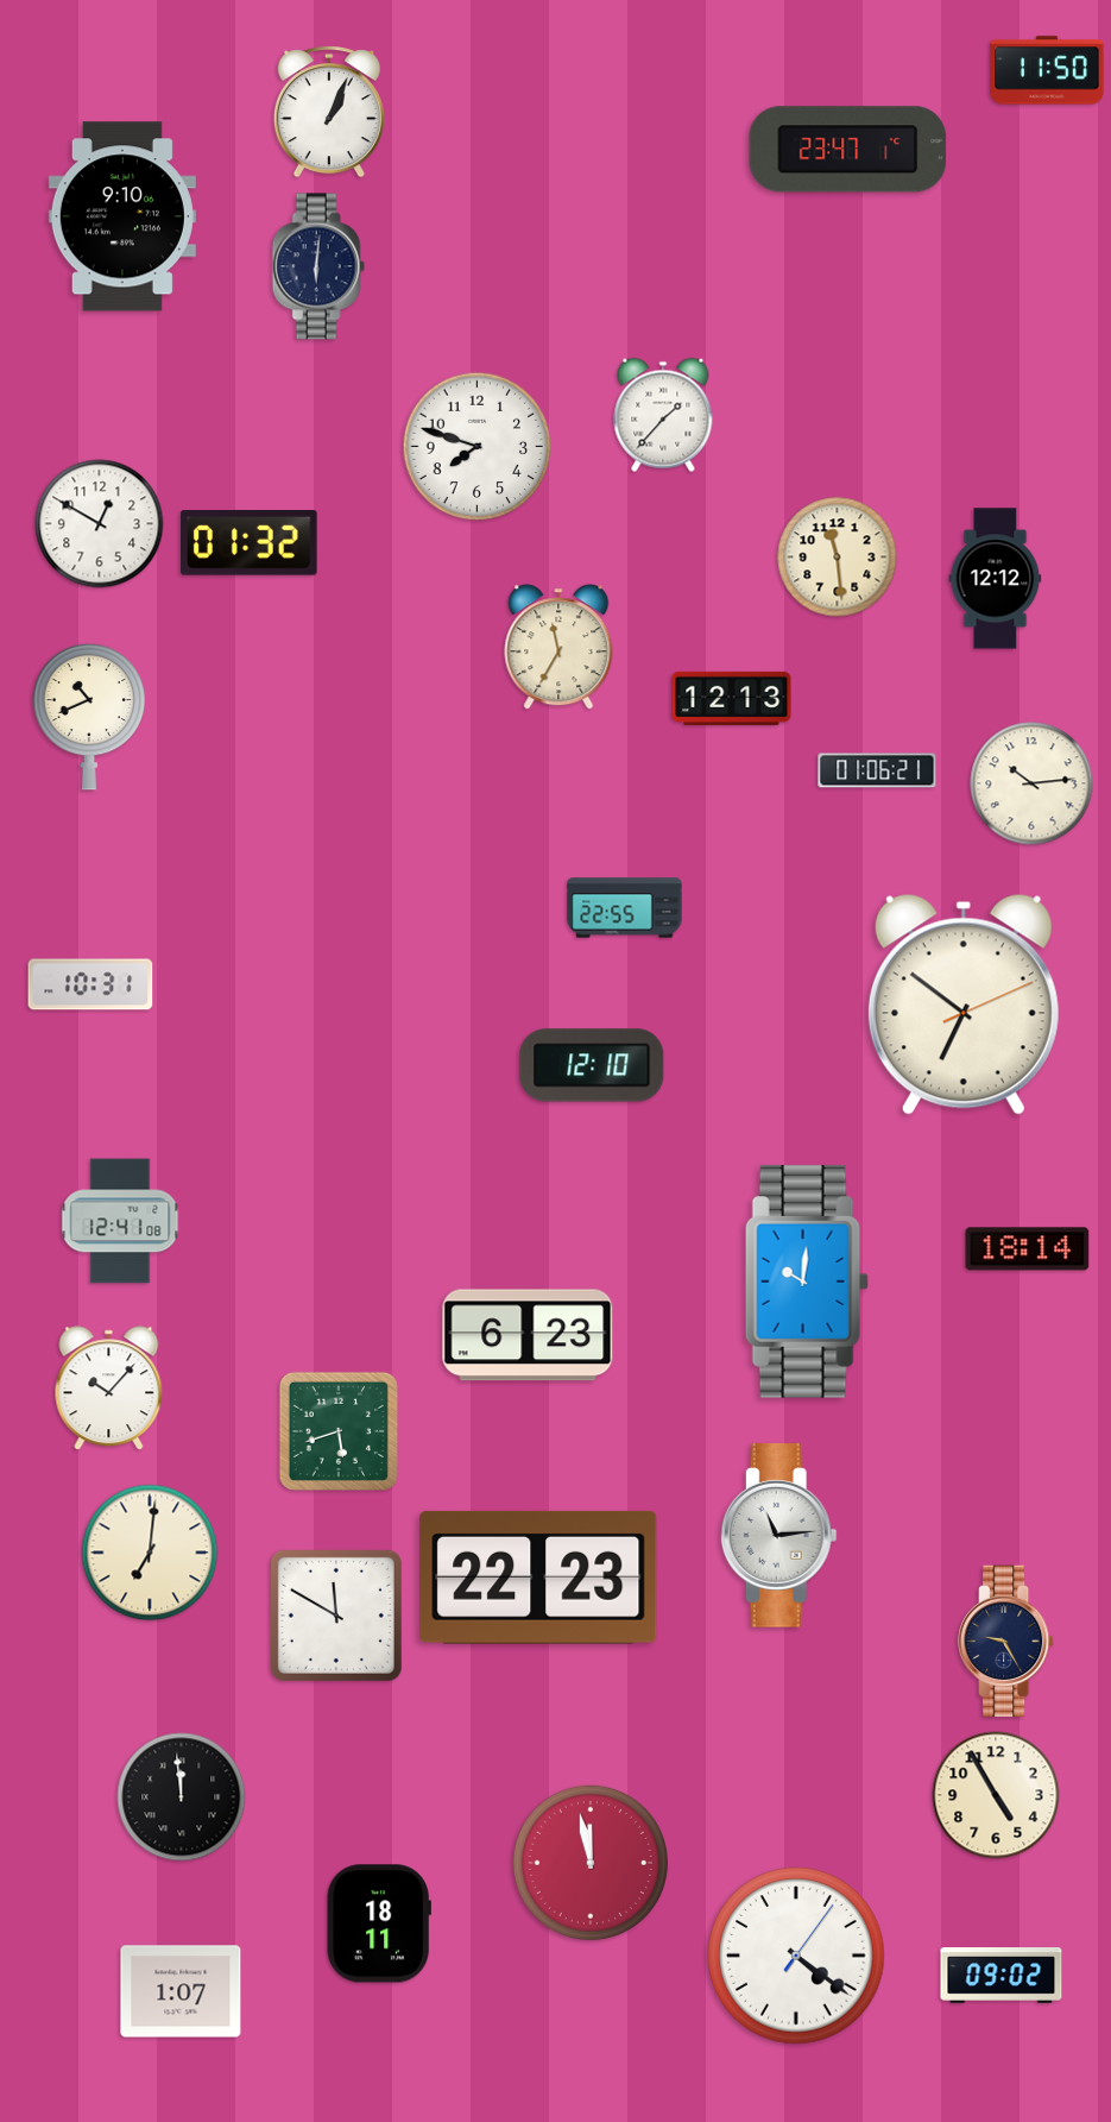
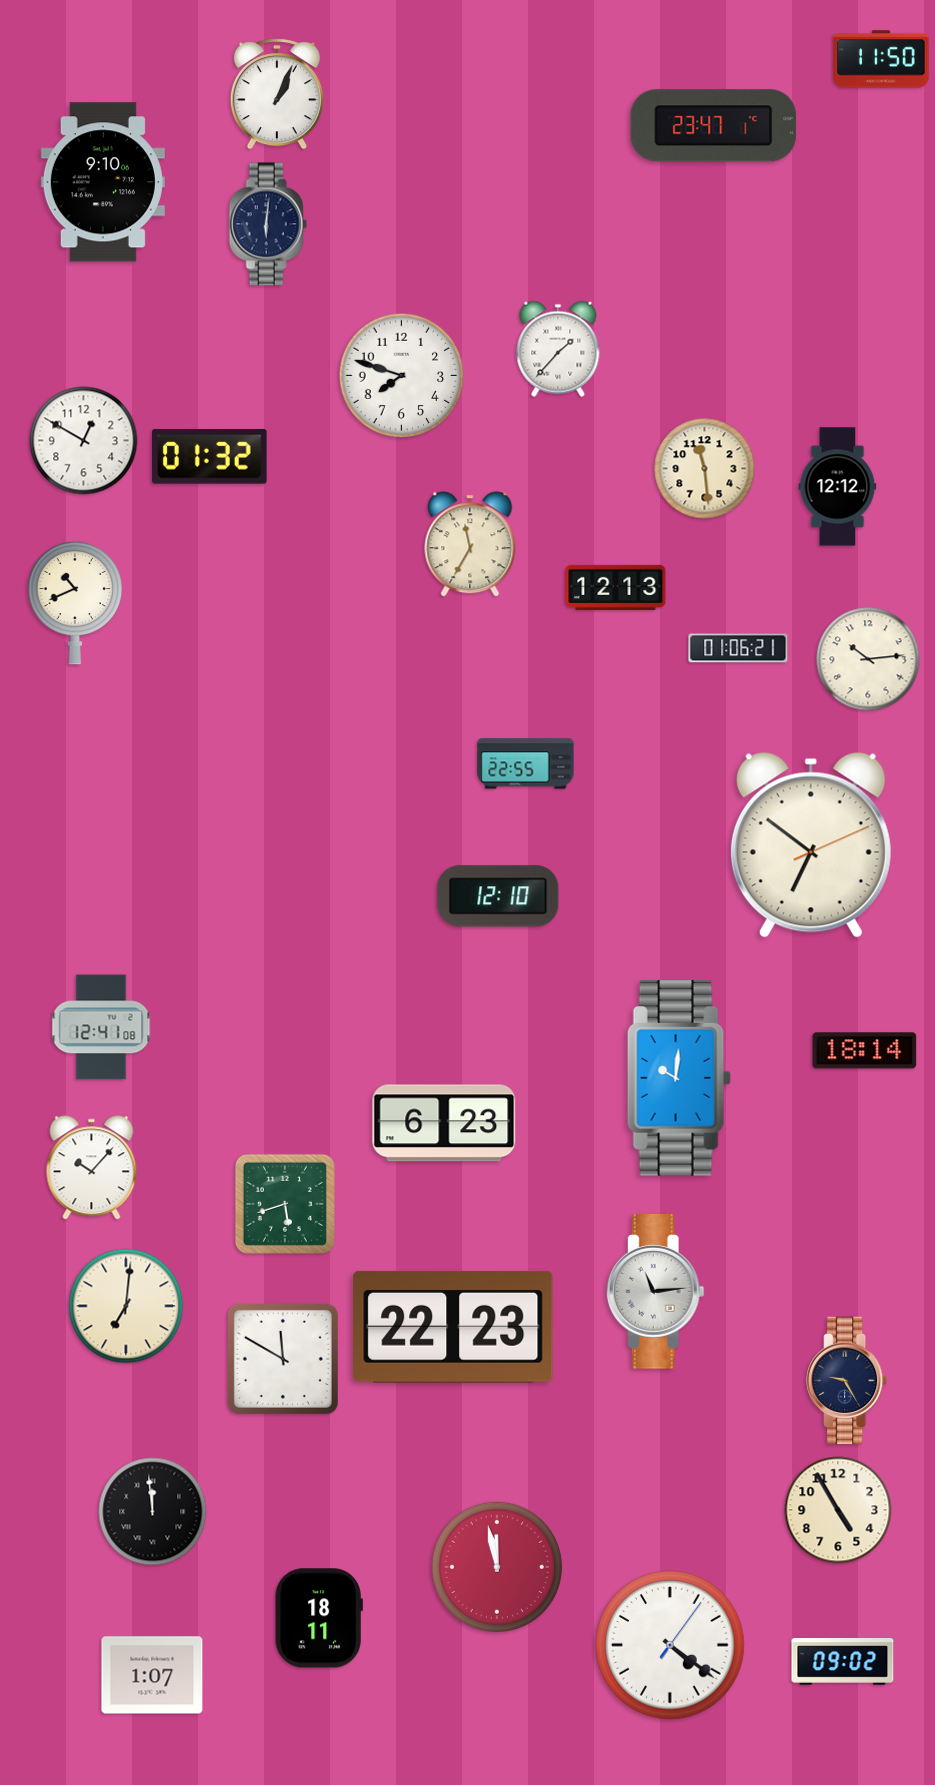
clock at (90, 984): 10:31 -> none
